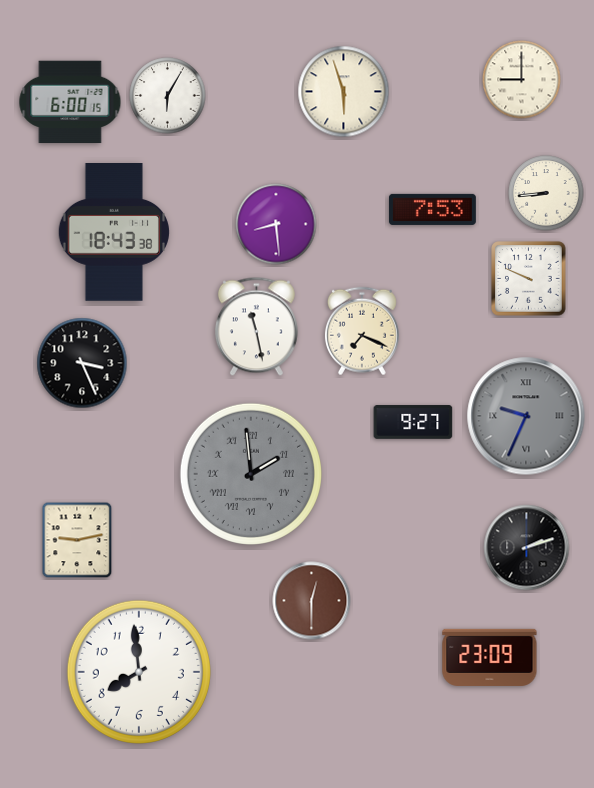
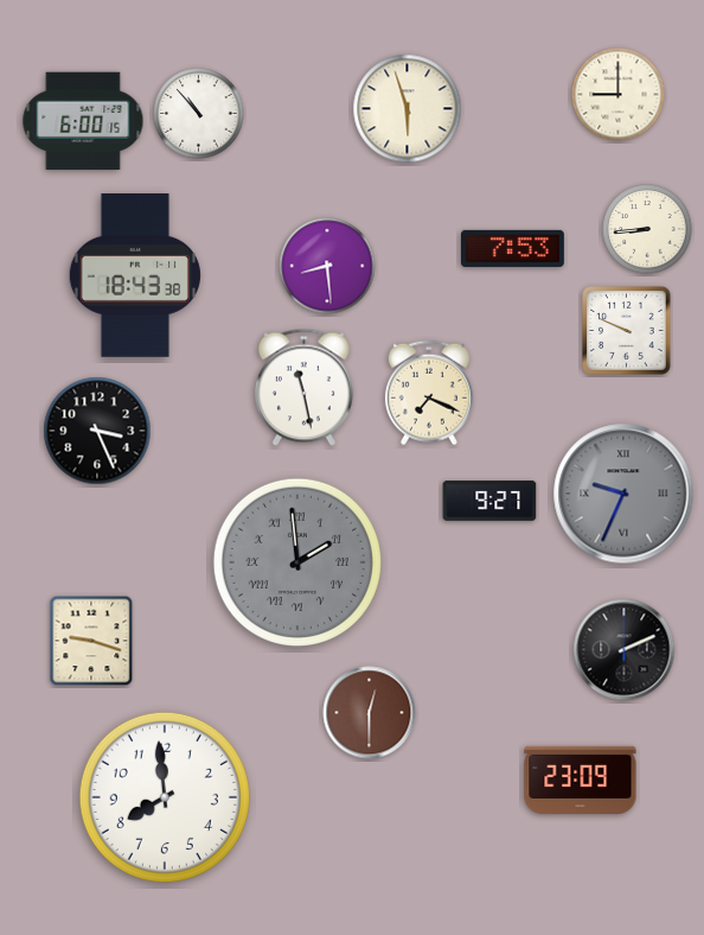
clock at (168, 96): 6:05 -> 10:53
clock at (77, 540): 9:13 -> 9:18
clock at (527, 548): 2:12 -> 2:11
